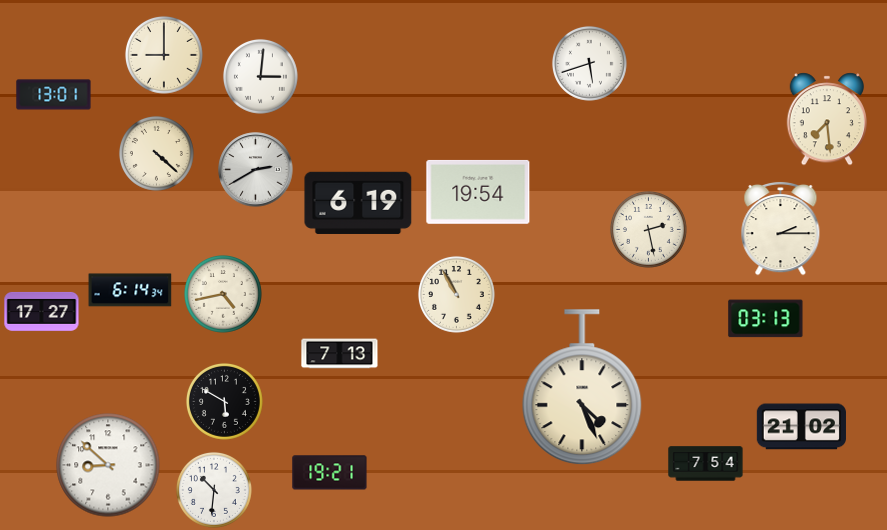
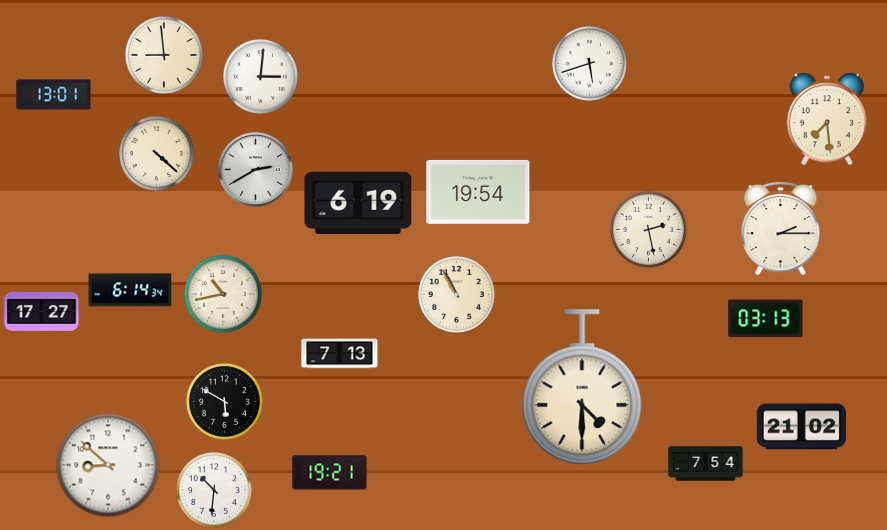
clock at (164, 55): 9:00 -> 8:59
clock at (223, 294): 4:43 -> 10:43
clock at (582, 388): 4:26 -> 4:30
